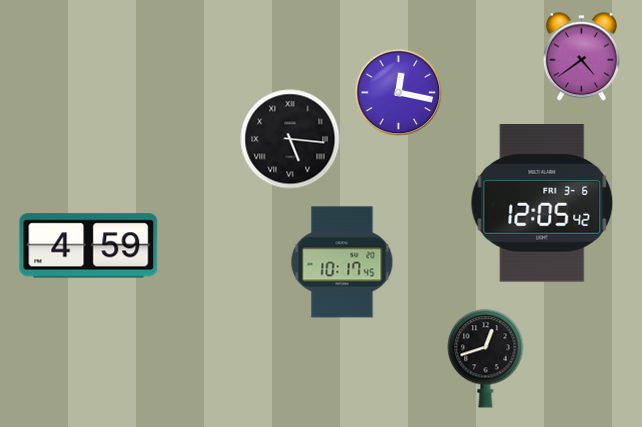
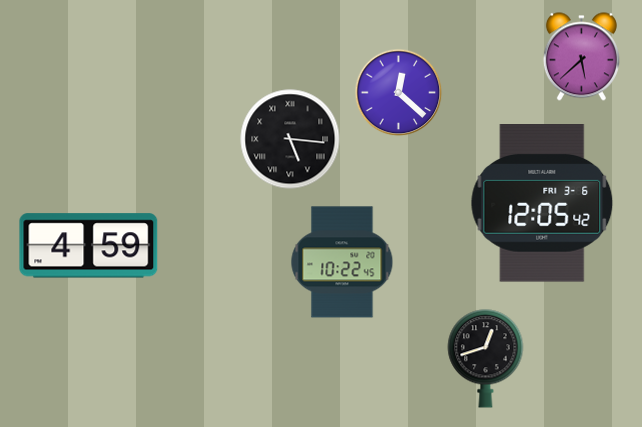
clock at (581, 57): 4:39 -> 5:38
clock at (399, 93): 12:17 -> 12:22
clock at (342, 262): 10:17 -> 10:22
